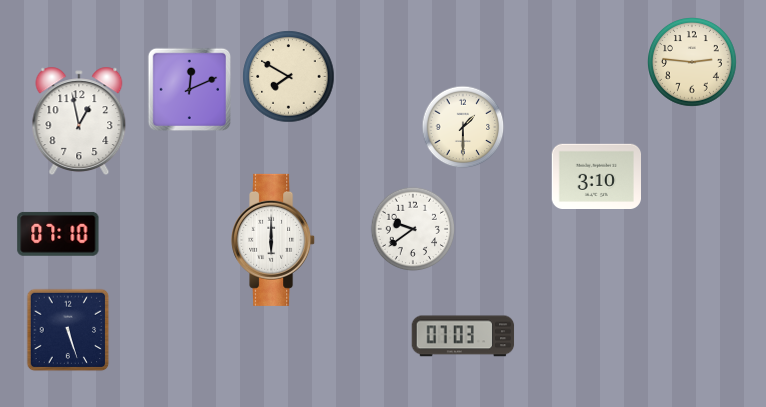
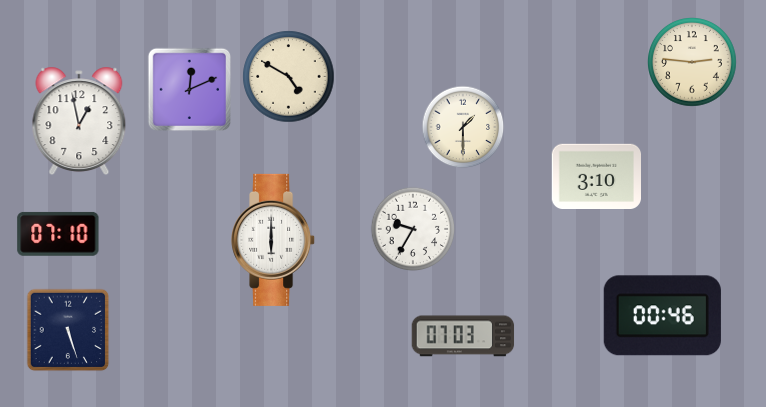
clock at (289, 77): 7:50 -> 4:50
clock at (413, 229): 9:39 -> 9:35
clock at (662, 316): none -> 00:46
